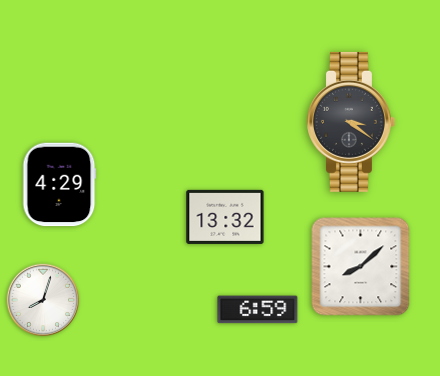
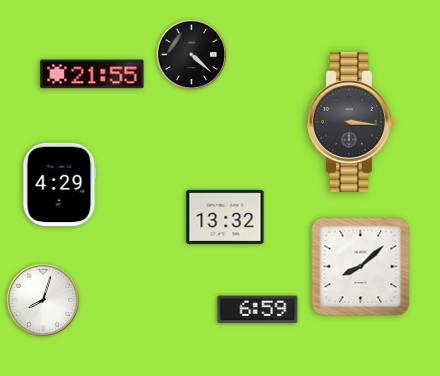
clock at (192, 55): none -> 4:22
clock at (92, 74): none -> 21:55
clock at (351, 122): 3:21 -> 3:16
